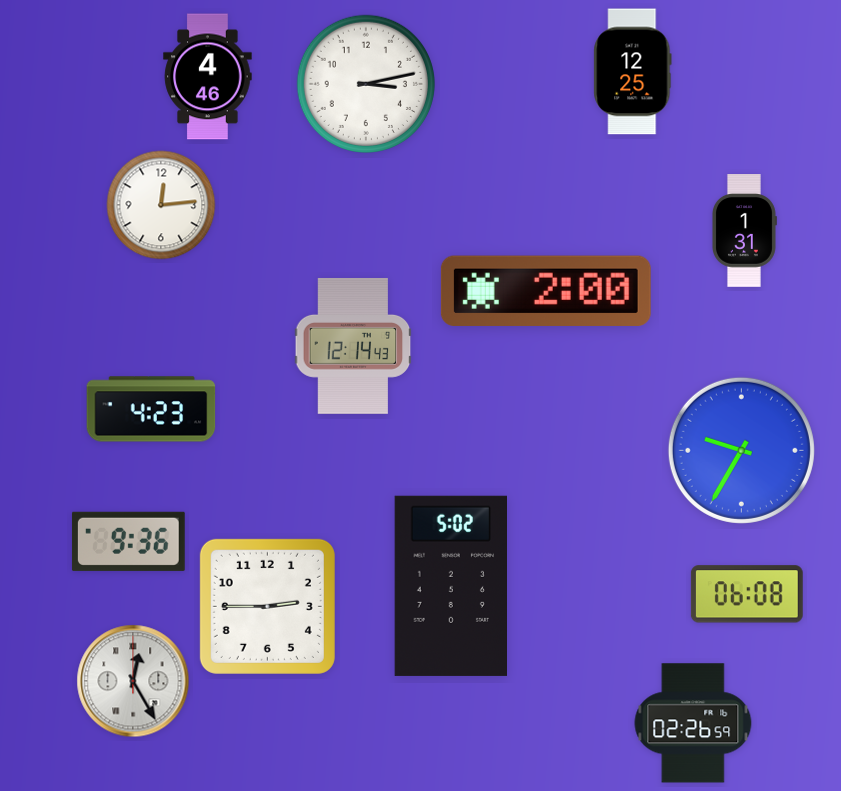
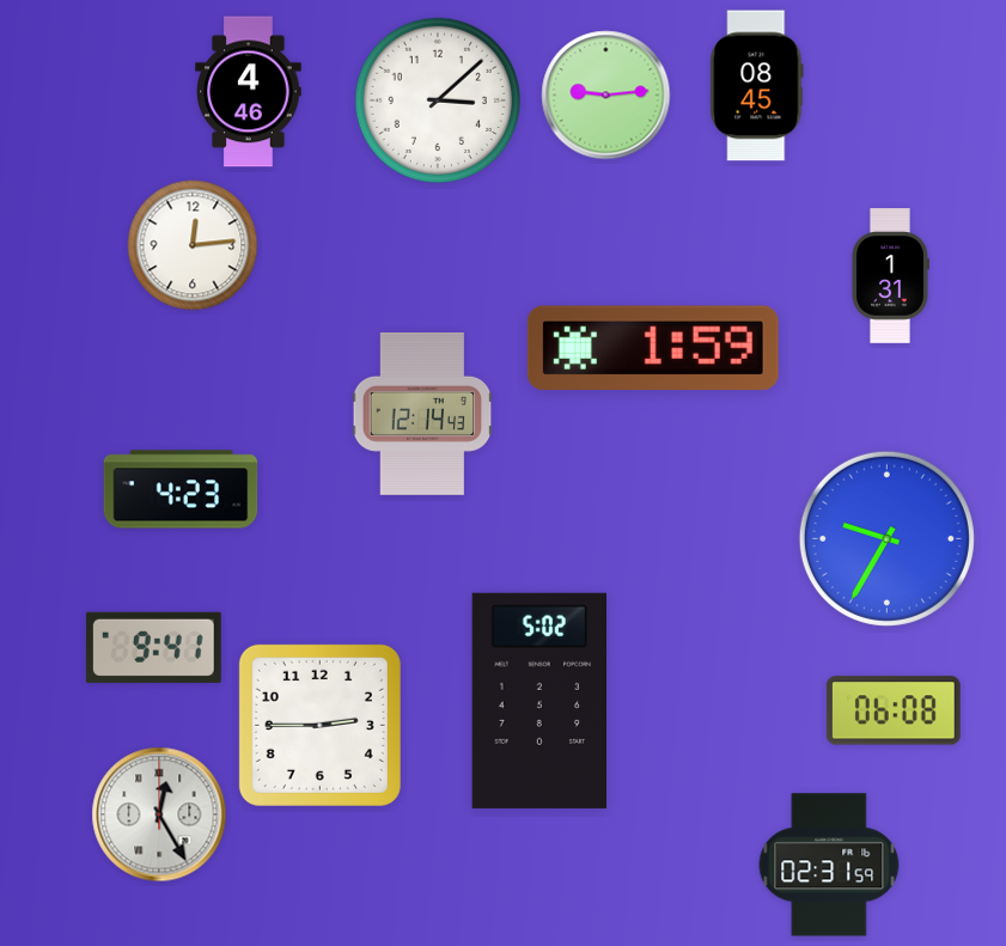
clock at (633, 72): 12:25 -> 08:45
clock at (606, 96): none -> 9:14
clock at (366, 84): 3:13 -> 3:08
clock at (546, 291): 2:00 -> 1:59
clock at (128, 541): 9:36 -> 9:41
clock at (693, 723): 02:26 -> 02:31
